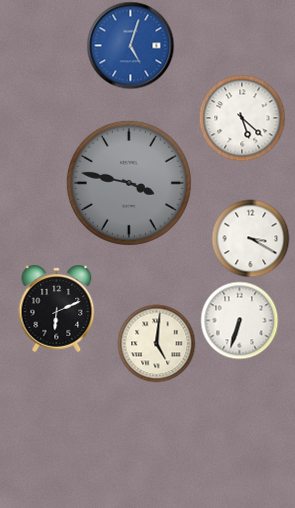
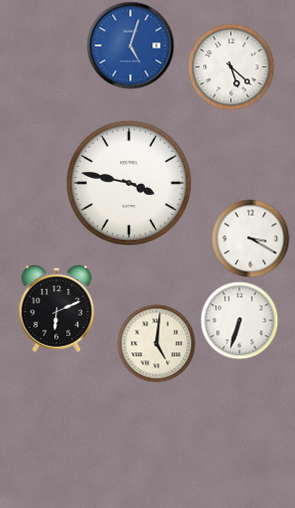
clock at (242, 118) position: (242, 118) -> (231, 67)
clock at (129, 183) dial: grey -> white
